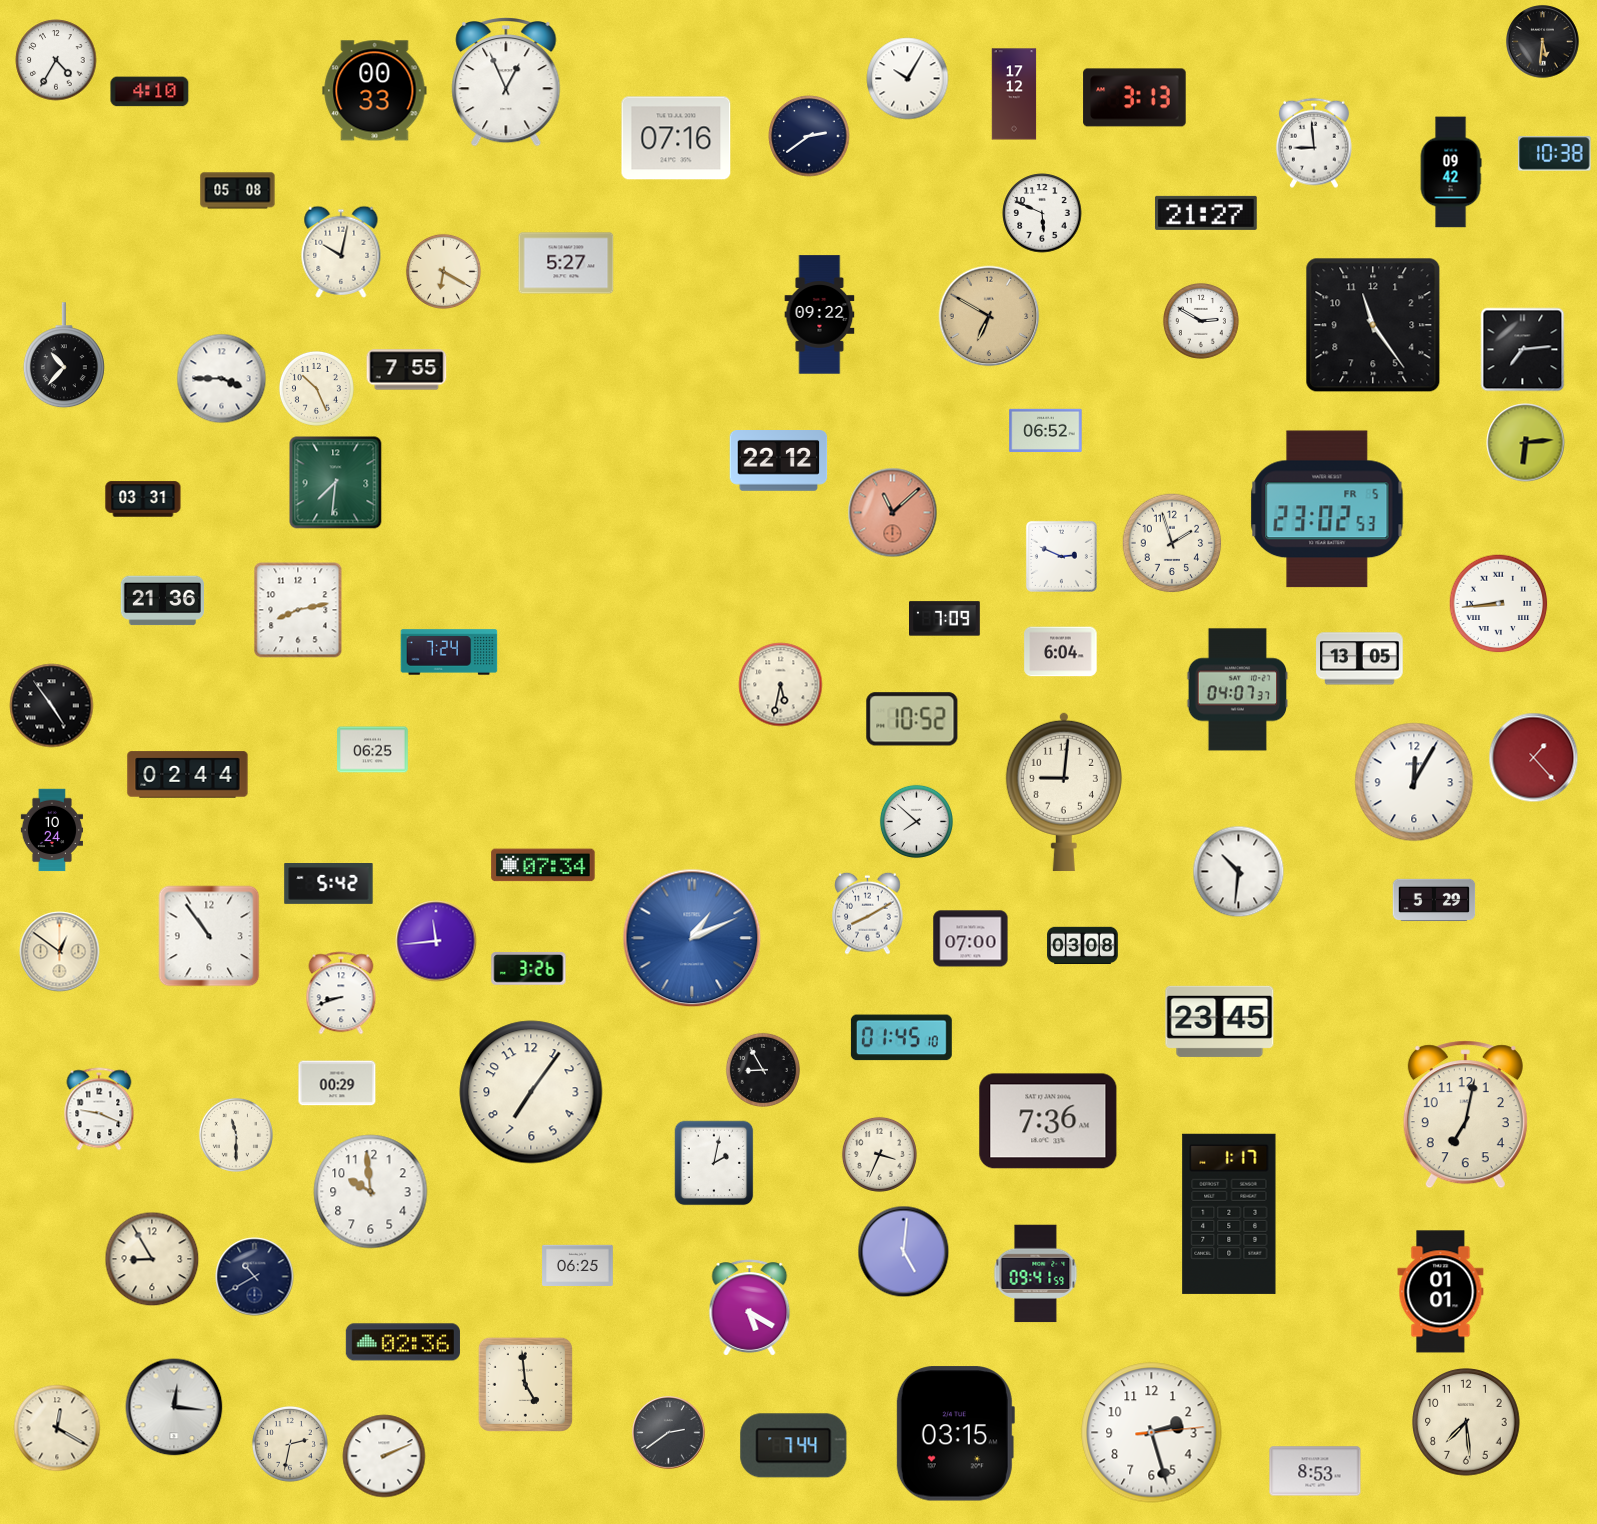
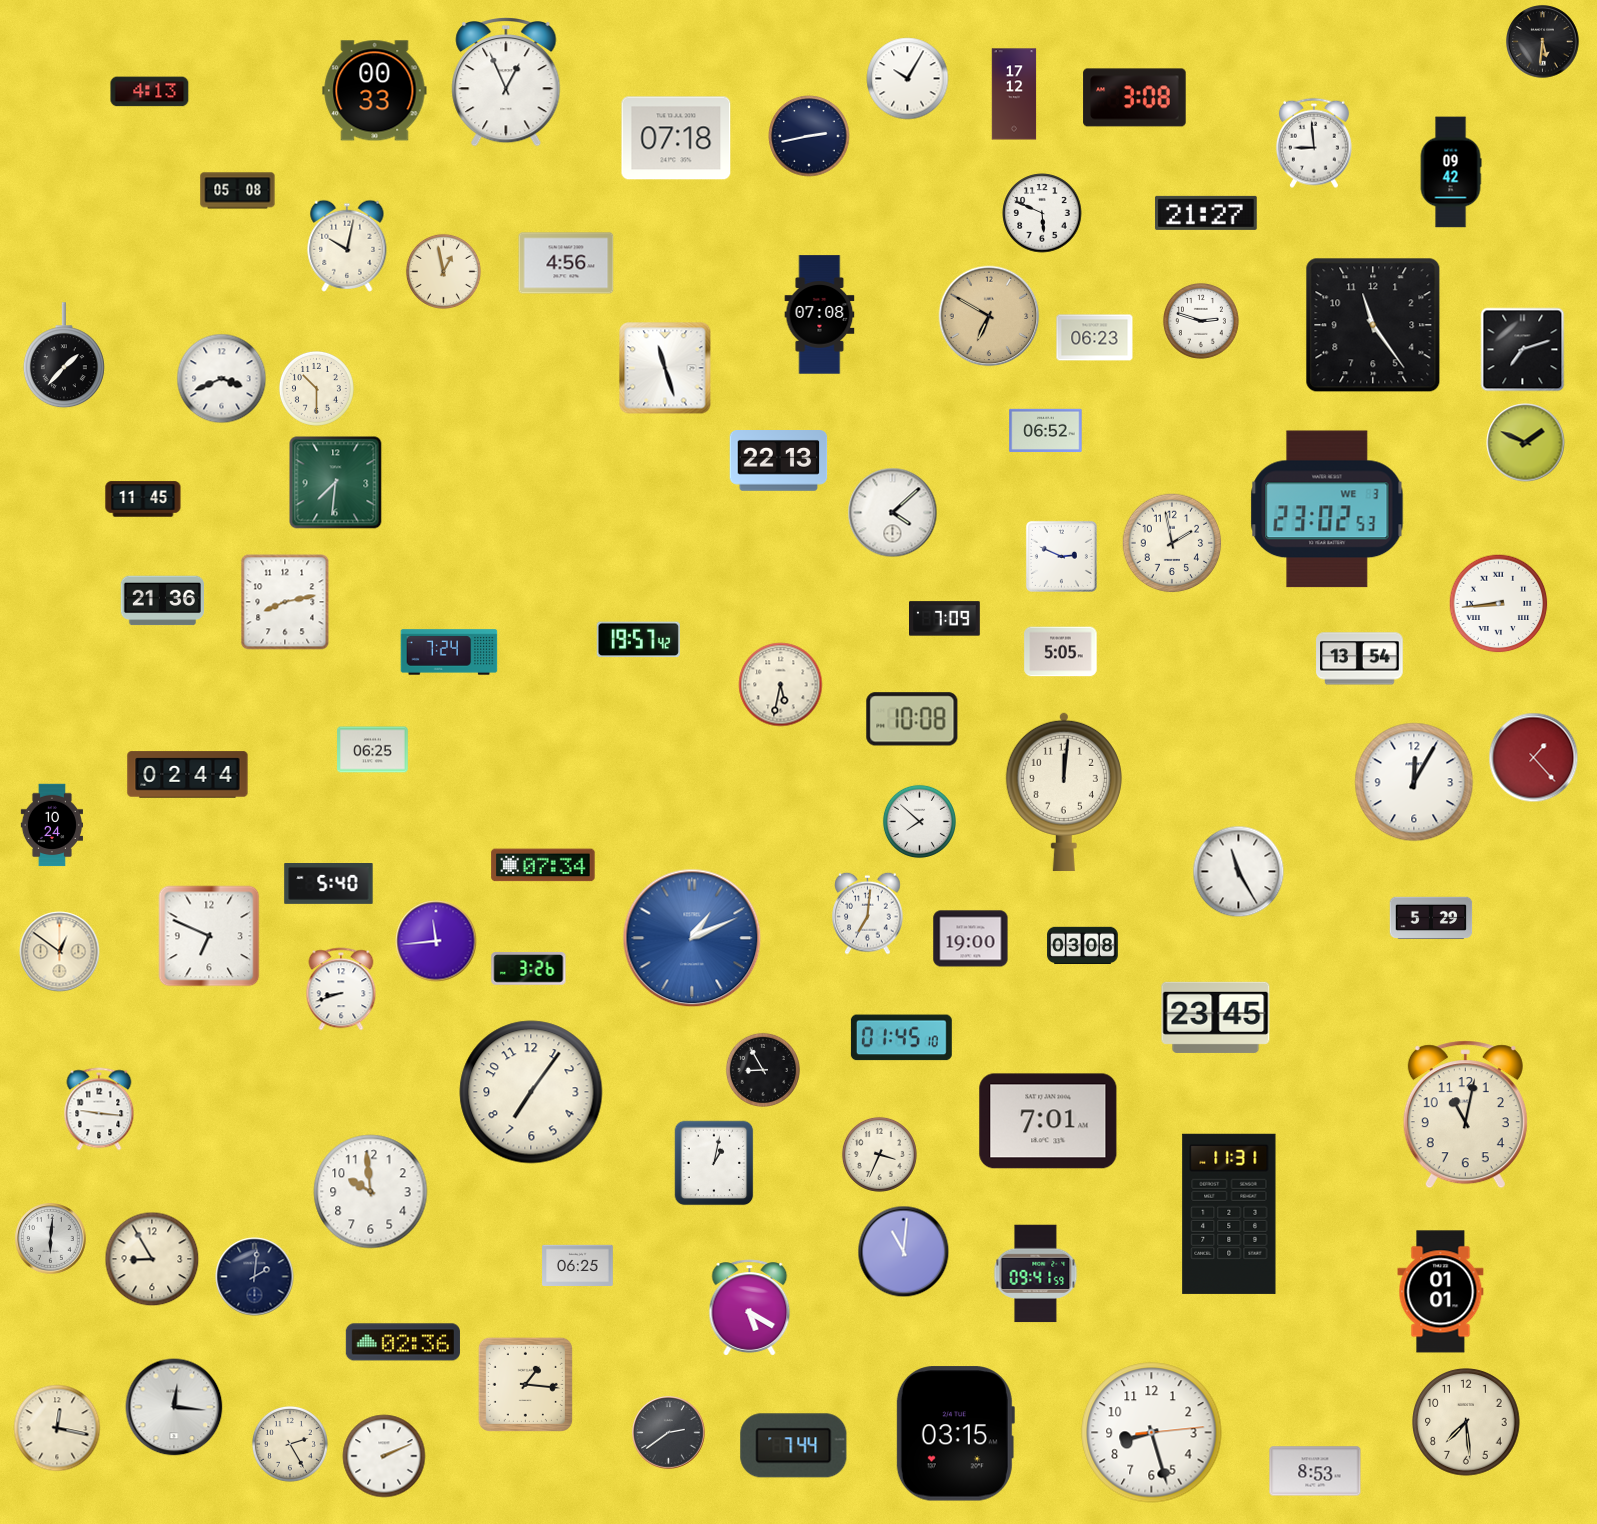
clock at (56, 60): 4:35 -> none
clock at (150, 92): 4:10 -> 4:13
clock at (1135, 98): 3:13 -> 3:08
clock at (809, 136): 2:39 -> 2:43
clock at (676, 138): 07:16 -> 07:18
clock at (1555, 154): 10:38 -> none
clock at (341, 252) position: (341, 252) -> (347, 246)
clock at (566, 263): 5:27 -> 4:56
clock at (443, 271): 6:20 -> 12:58
clock at (820, 315): 09:22 -> 07:08
clock at (1201, 321): 2:50 -> 2:48
clock at (1095, 338): none -> 06:23
clock at (1523, 350): 7:14 -> 7:12
clock at (64, 356): 10:37 -> 1:37
clock at (665, 368): none -> 11:27
clock at (407, 370): 7:55 -> none
clock at (222, 379): 3:45 -> 3:41
clock at (316, 388): 10:26 -> 10:30
clock at (1526, 443): 6:14 -> 1:49
clock at (779, 461): 22:12 -> 22:13
clock at (143, 499): 03:31 -> 11:45
clock at (1327, 509) date: FR 5 -> WE 3
clock at (893, 513): 11:08 -> 4:08
clock at (893, 513) dial: salmon -> white
clock at (1172, 543): 1:57 -> 1:58
clock at (298, 610) position: (298, 610) -> (285, 602)
clock at (638, 640): none -> 19:57
clock at (1061, 652): 6:04 -> 5:05
clock at (1360, 659): 13:05 -> 13:54
clock at (1238, 690): 04:07 -> none
clock at (52, 706): 4:54 -> none
clock at (912, 719): 10:52 -> 10:08
clock at (1064, 792): 9:01 -> 12:01
clock at (916, 821) position: (916, 821) -> (919, 821)
clock at (51, 830) position: (51, 830) -> (51, 825)
clock at (1239, 872): 10:31 -> 11:25
clock at (329, 884): 5:42 -> 5:40
clock at (1434, 900) position: (1434, 900) -> (1431, 918)
clock at (868, 913): 8:10 -> 7:01
clock at (209, 936): 10:54 -> 6:49
clock at (971, 939): 07:00 -> 19:00
clock at (341, 993) position: (341, 993) -> (341, 989)
clock at (1220, 1021) position: (1220, 1021) -> (1216, 1017)
clock at (337, 1083): 00:29 -> none
clock at (99, 1109): 9:19 -> 9:16
clock at (1465, 1115): 7:02 -> 11:02
clock at (1048, 1121): 7:36 -> 7:01
clock at (236, 1135): 11:30 -> none
clock at (714, 1163): 2:02 -> 1:02
clock at (1229, 1214): 1:17 -> 11:31
clock at (51, 1239): none -> 6:01
clock at (904, 1252): 5:01 -> 11:01
clock at (255, 1277): 10:40 -> 2:01
clock at (525, 1384): 4:59 -> 1:16
clock at (57, 1428): 12:20 -> 12:17
clock at (1152, 1433): 2:27 -> 8:27
clock at (290, 1444): 2:32 -> 2:25
